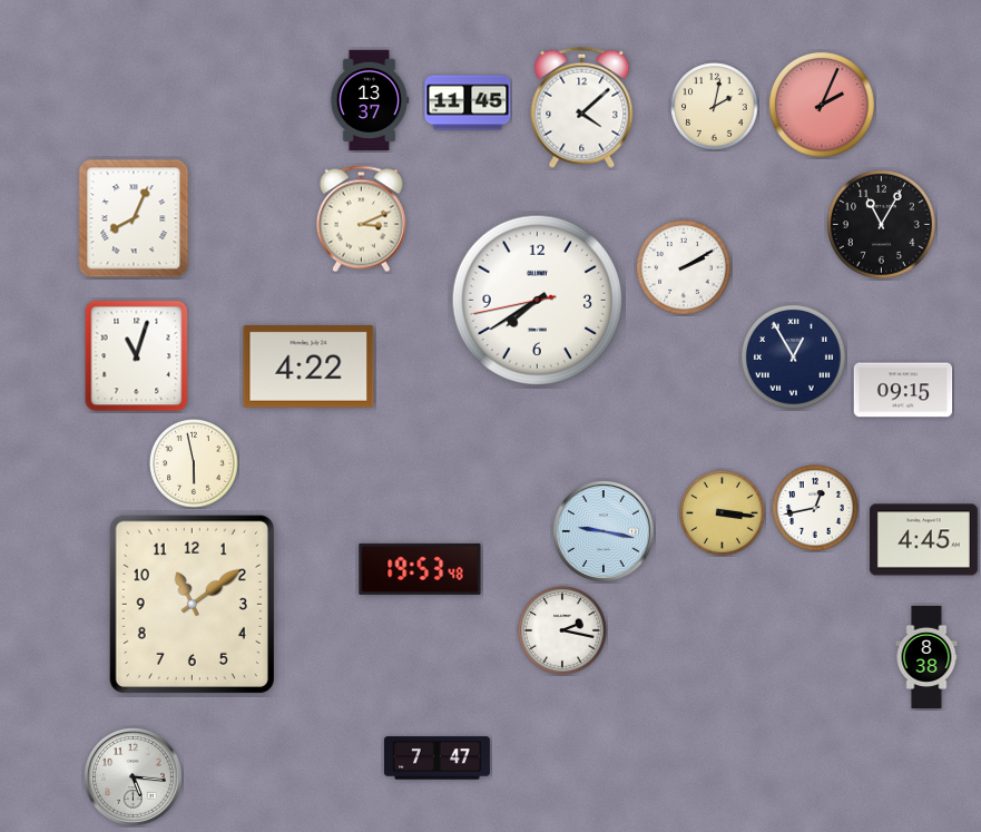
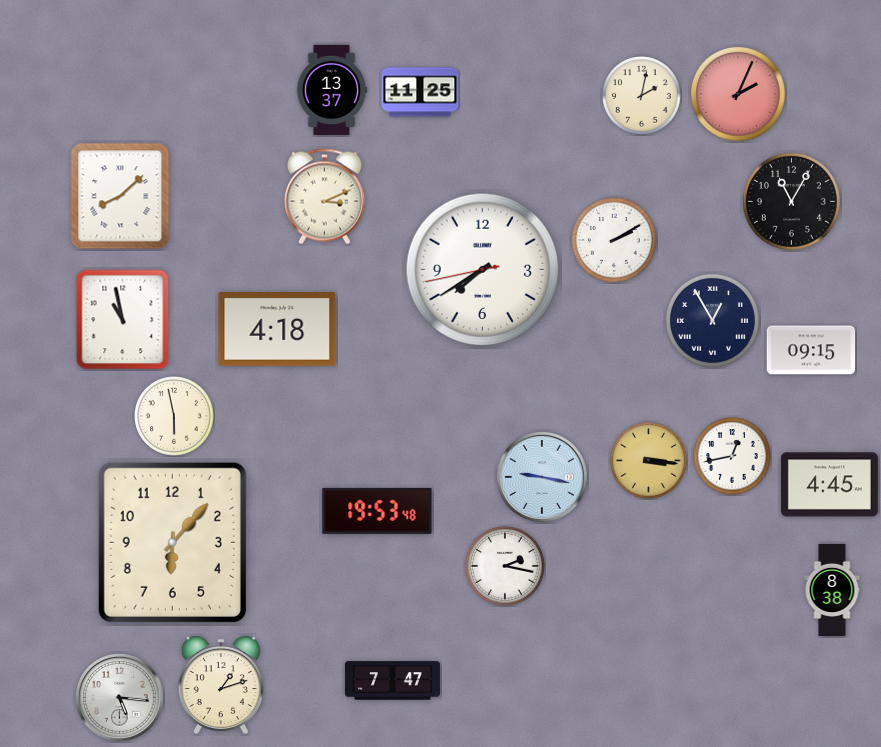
clock at (468, 102): 11:45 -> 11:25
clock at (582, 107): 4:08 -> none
clock at (134, 218): 8:04 -> 8:08
clock at (137, 356): 11:03 -> 10:58
clock at (308, 368): 4:22 -> 4:18
clock at (192, 604): 11:09 -> 6:07
clock at (221, 685): none -> 1:12
